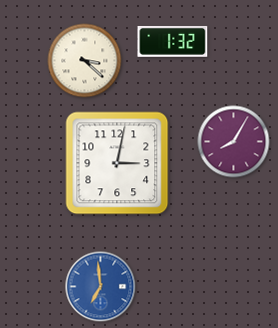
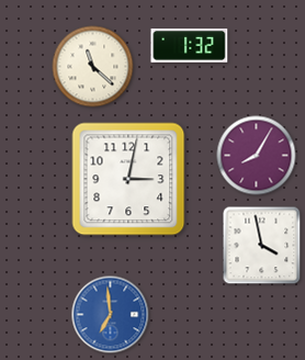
clock at (85, 61): 3:22 -> 11:22
clock at (262, 246): none -> 3:58
